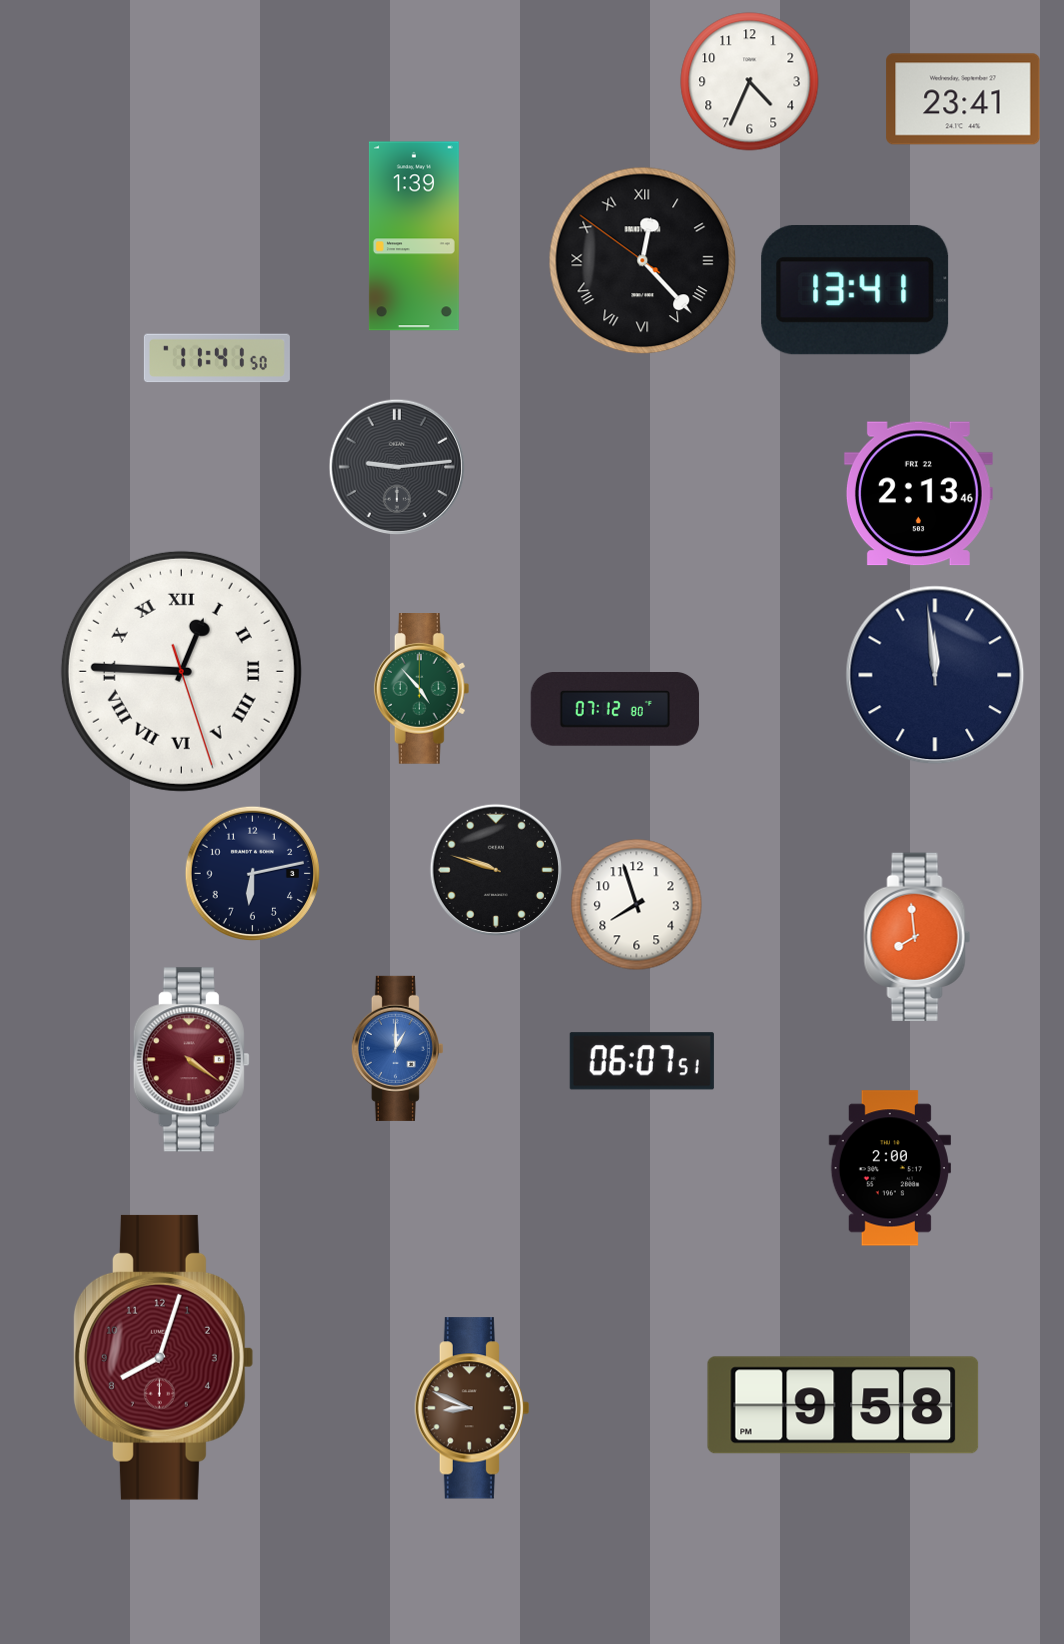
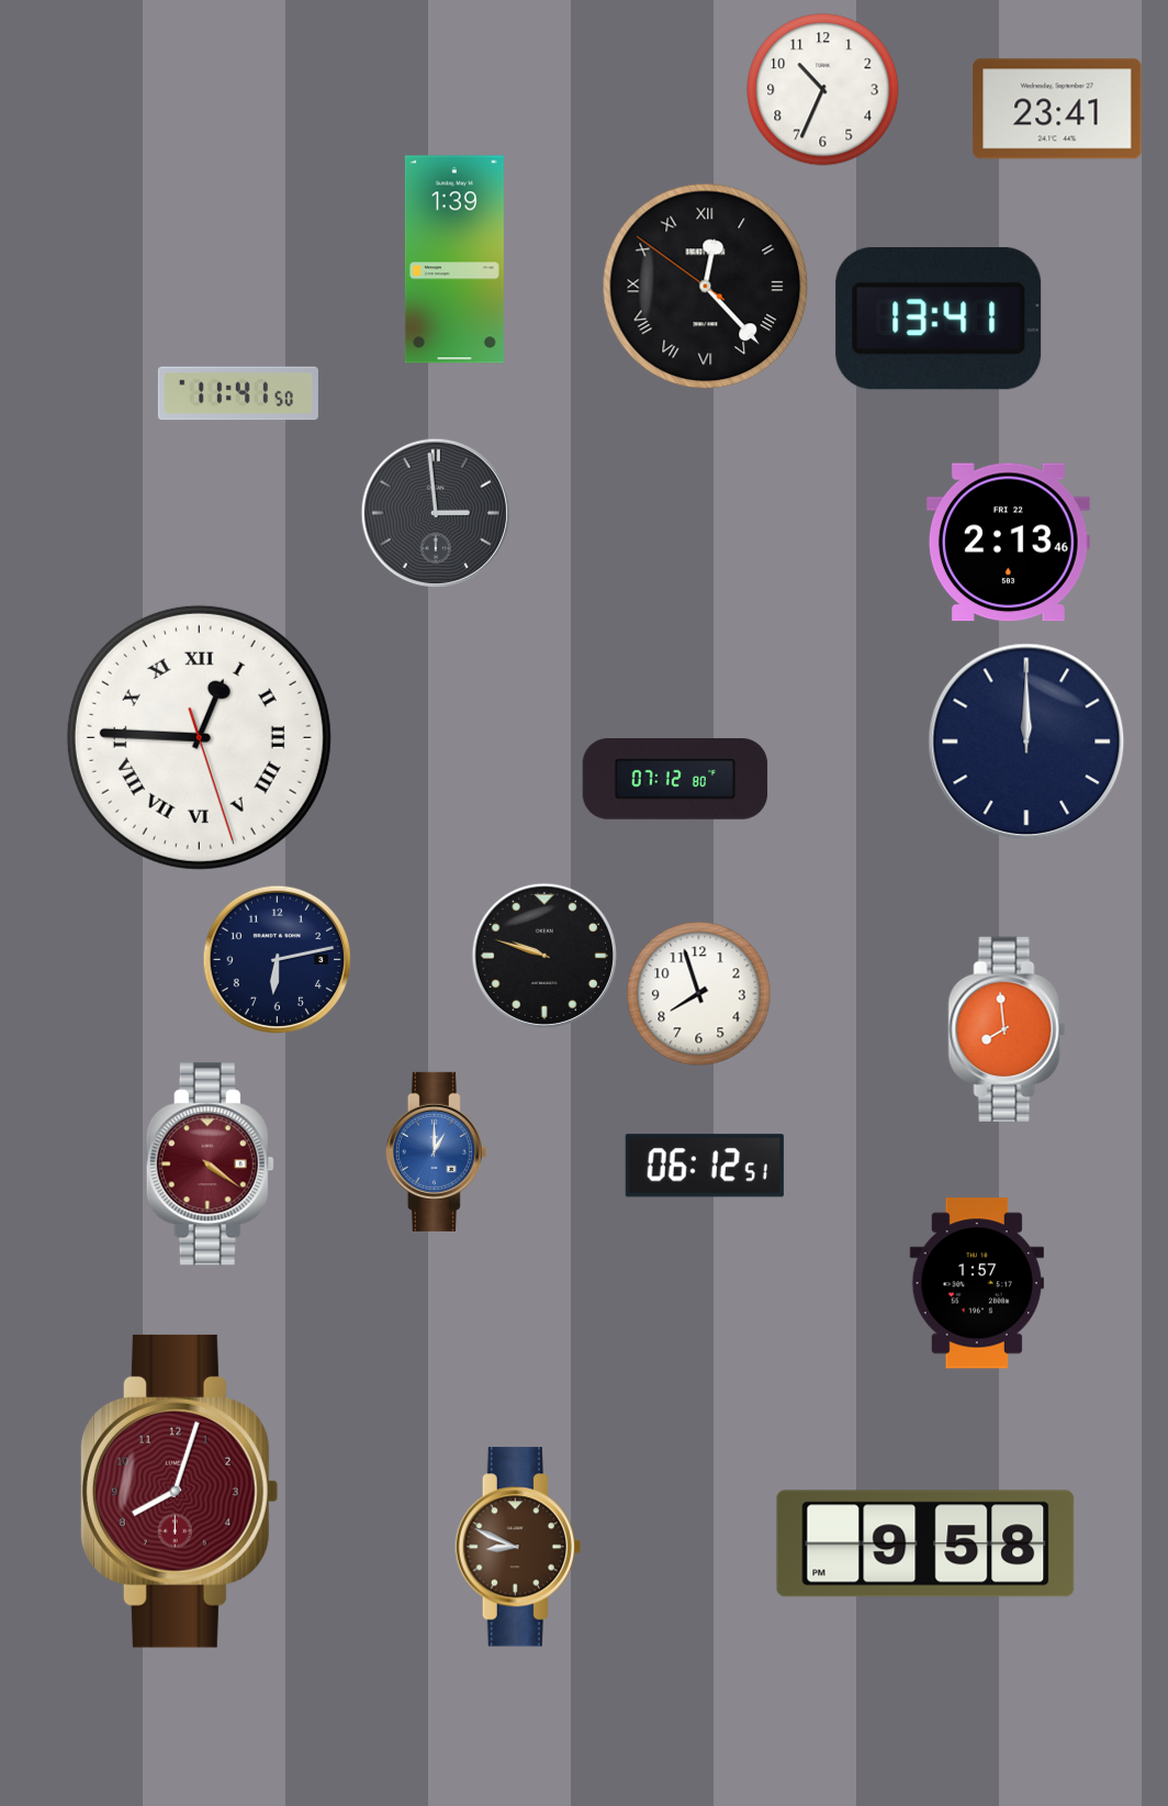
clock at (750, 82): 4:34 -> 10:34
clock at (396, 466): 9:14 -> 2:59
clock at (935, 675): 11:59 -> 12:00
clock at (422, 689): 4:53 -> none
clock at (642, 1061): 06:07 -> 06:12
clock at (890, 1168): 2:00 -> 1:57
